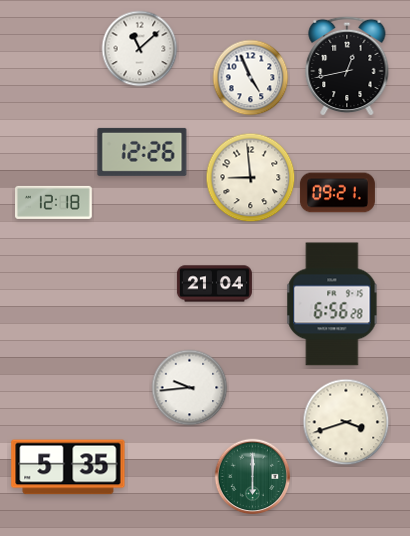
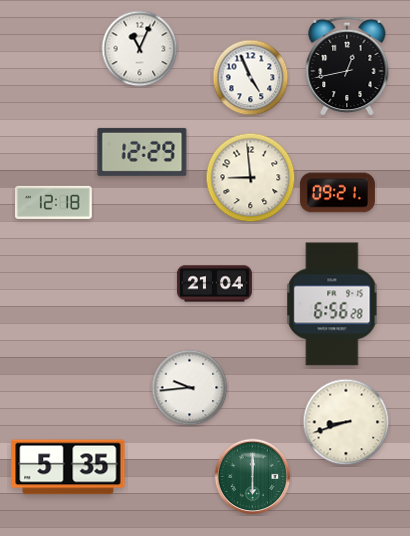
clock at (140, 49): 11:08 -> 11:04
clock at (142, 152): 12:26 -> 12:29
clock at (346, 422): 3:42 -> 8:42
